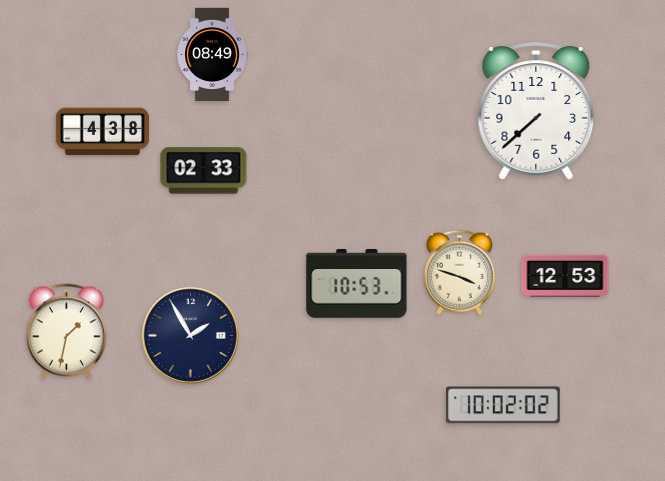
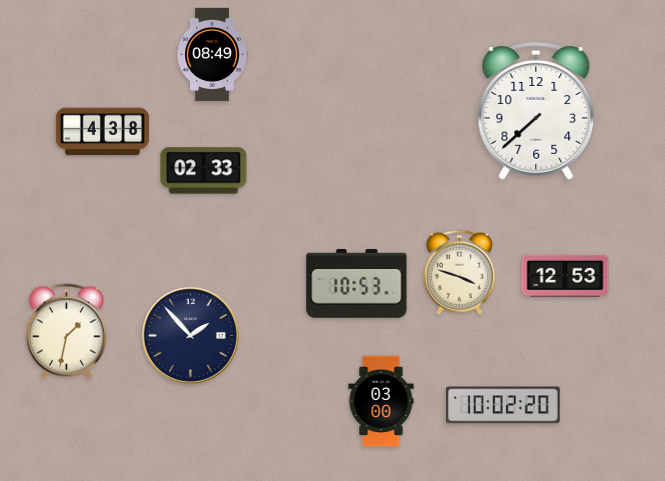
clock at (190, 335): 1:55 -> 1:53
clock at (381, 401): none -> 03:00
clock at (503, 405): 10:02:02 -> 10:02:20
